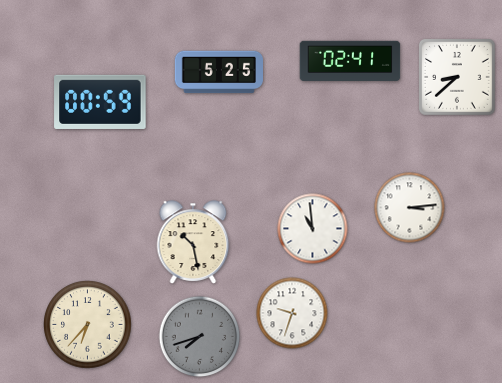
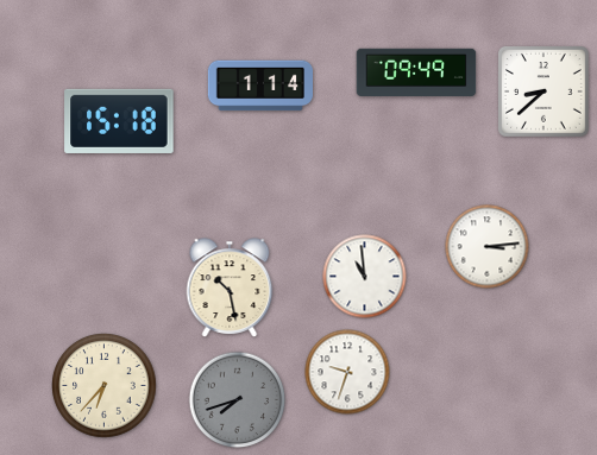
clock at (350, 60): 02:41 -> 09:49
clock at (218, 72): 5:25 -> 1:14
clock at (100, 102): 00:59 -> 15:18
clock at (313, 229) position: (313, 229) -> (365, 277)
